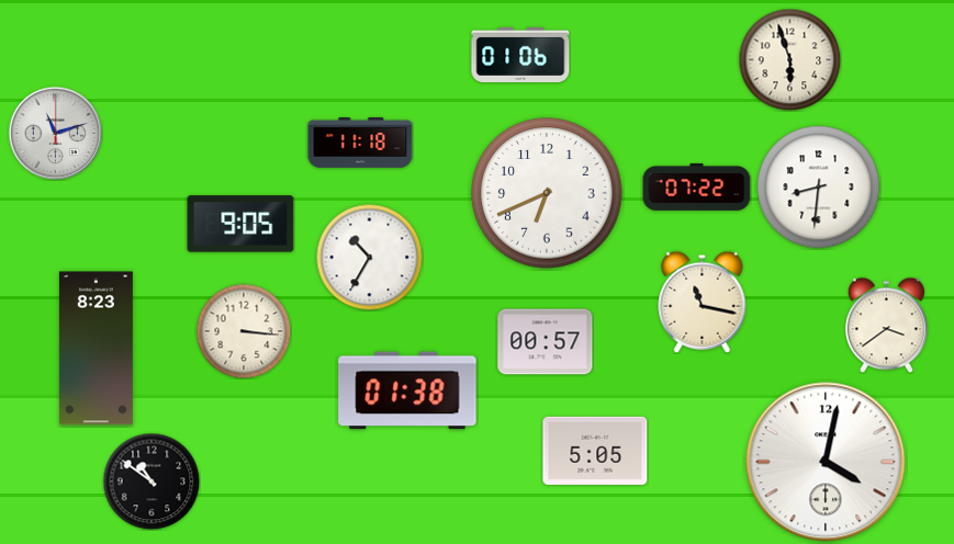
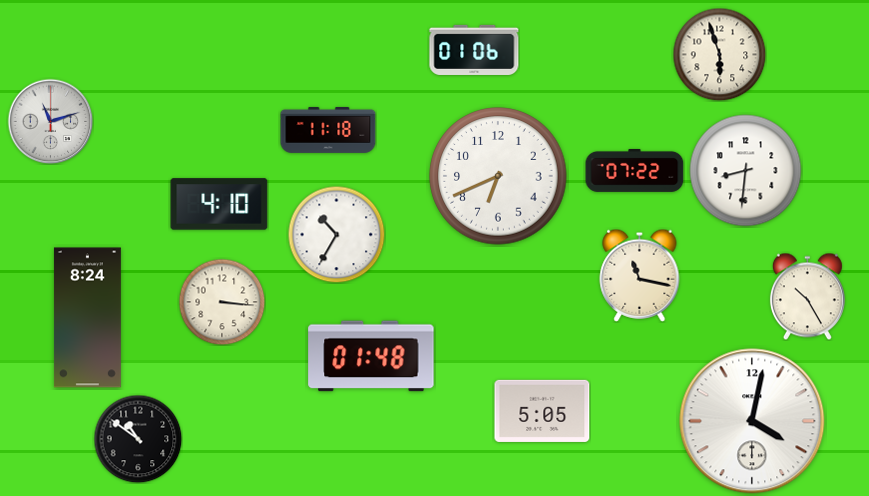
clock at (240, 224): 9:05 -> 4:10
clock at (886, 325): 3:39 -> 10:25
clock at (546, 342): 00:57 -> none
clock at (96, 349): 8:23 -> 8:24
clock at (407, 390): 01:38 -> 01:48
